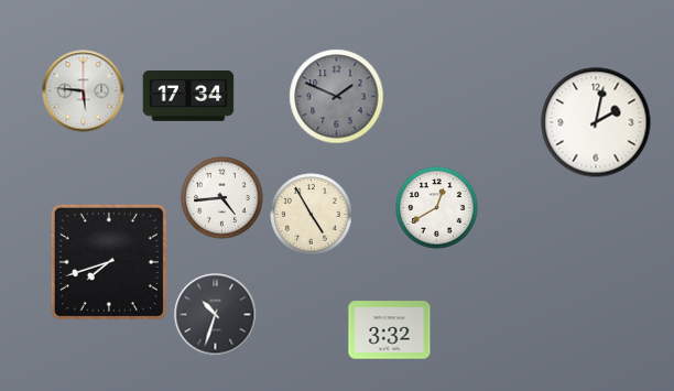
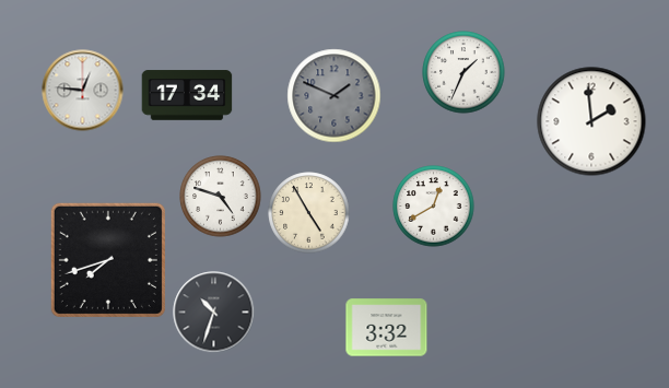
clock at (463, 72): none -> 1:34
clock at (84, 91): 5:46 -> 12:46
clock at (596, 122): 2:02 -> 1:59
clock at (222, 198): 4:44 -> 4:48
